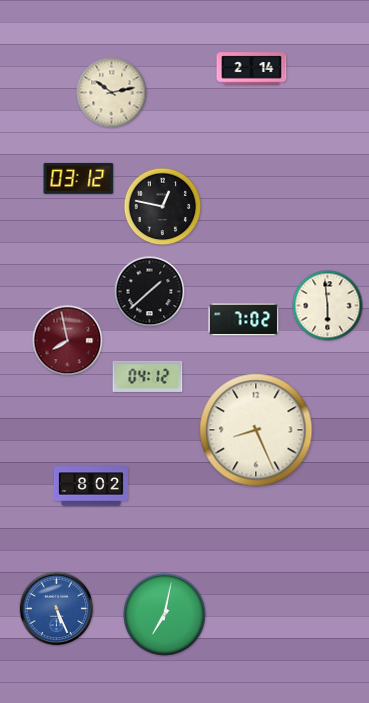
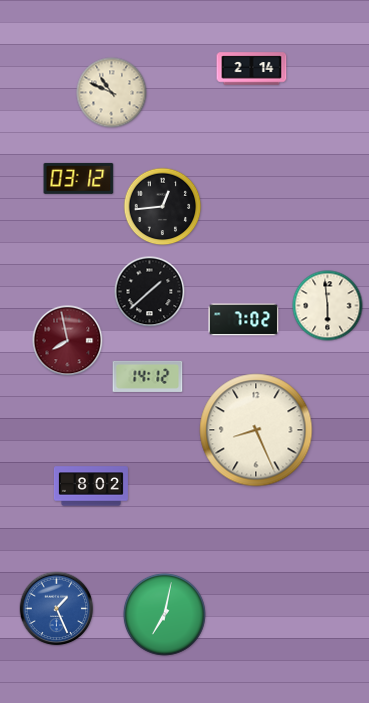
clock at (112, 93): 10:13 -> 10:49
clock at (163, 207): 12:47 -> 12:44
clock at (148, 376): 04:12 -> 14:12
clock at (57, 609): 5:26 -> 1:26
